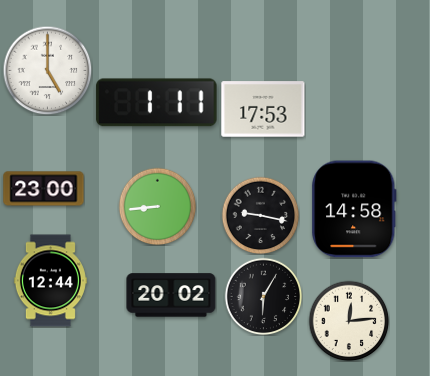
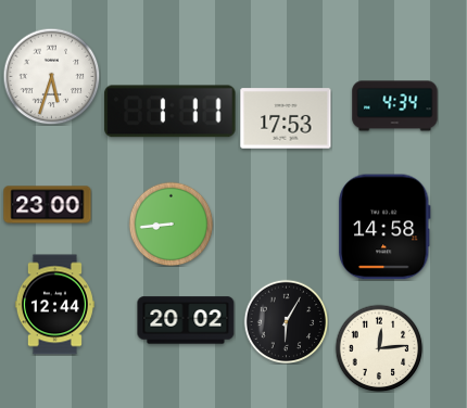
clock at (47, 70): 5:00 -> 5:33
clock at (395, 106): none -> 4:34
clock at (260, 215): 9:17 -> none
